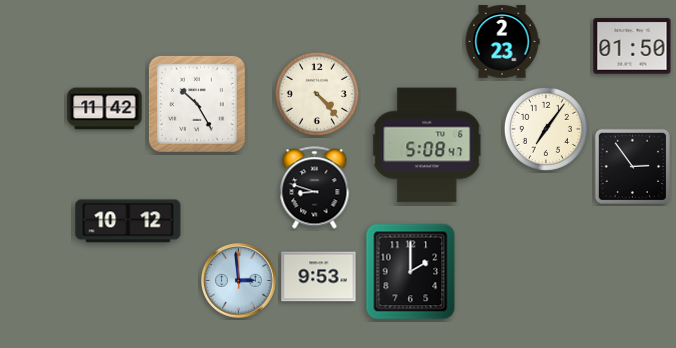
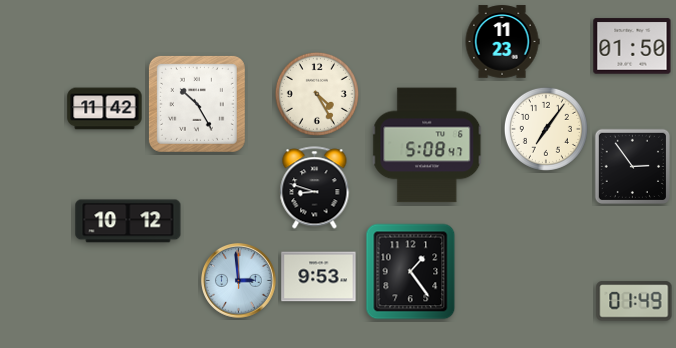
clock at (502, 42): 2:23 -> 11:23
clock at (317, 94): 4:23 -> 4:25
clock at (411, 272): 2:00 -> 1:24
clock at (634, 301): none -> 01:49
